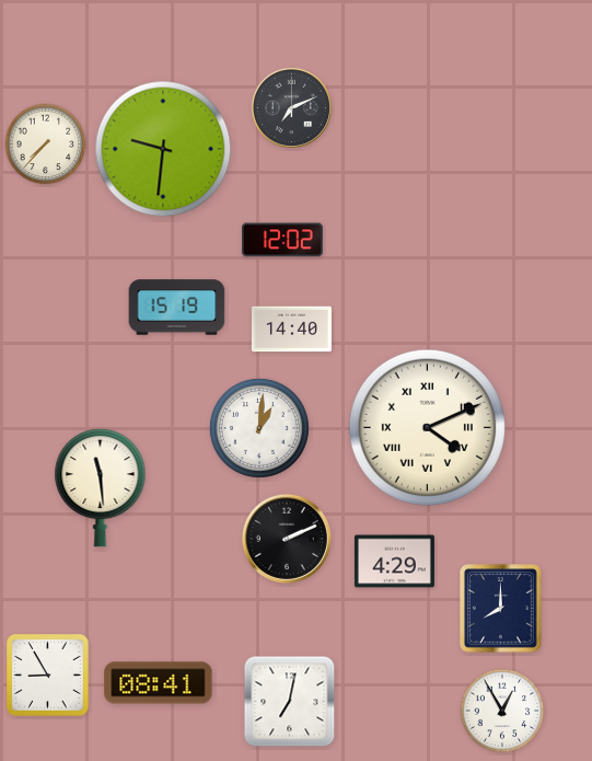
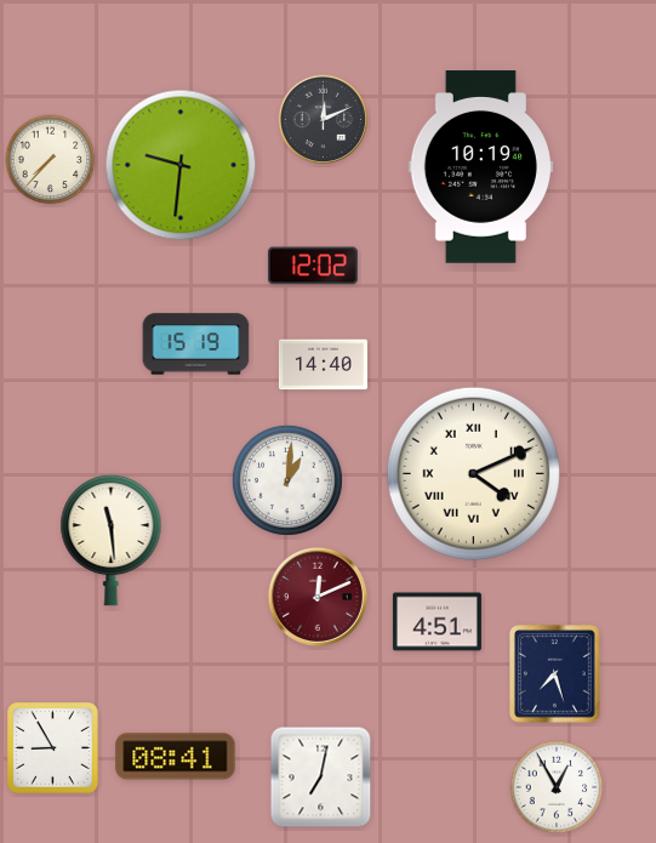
clock at (291, 107): 7:11 -> 12:11
clock at (480, 167): none -> 10:19
clock at (177, 308) position: (177, 308) -> (196, 344)
clock at (259, 428) position: (259, 428) -> (287, 480)
clock at (287, 539): 2:11 -> 12:11
clock at (287, 539) dial: black -> burgundy
clock at (394, 562): 4:29 -> 4:51
clock at (501, 609): 8:00 -> 7:27
